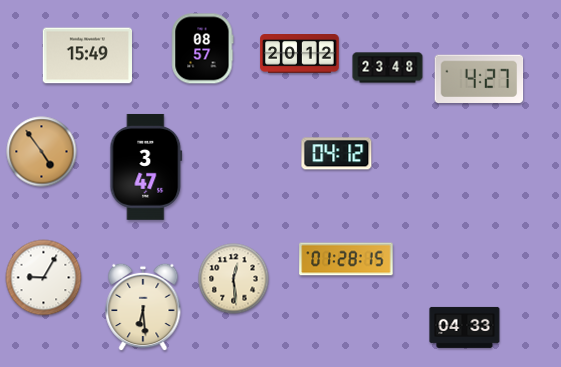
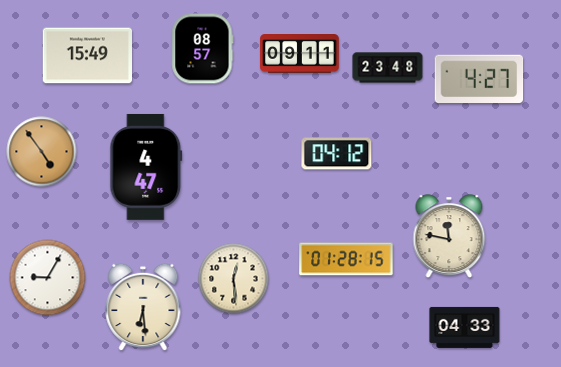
clock at (300, 54): 20:12 -> 09:11
clock at (146, 167): 3:47 -> 4:47
clock at (449, 236): none -> 11:47
clock at (44, 278) position: (44, 278) -> (48, 278)
